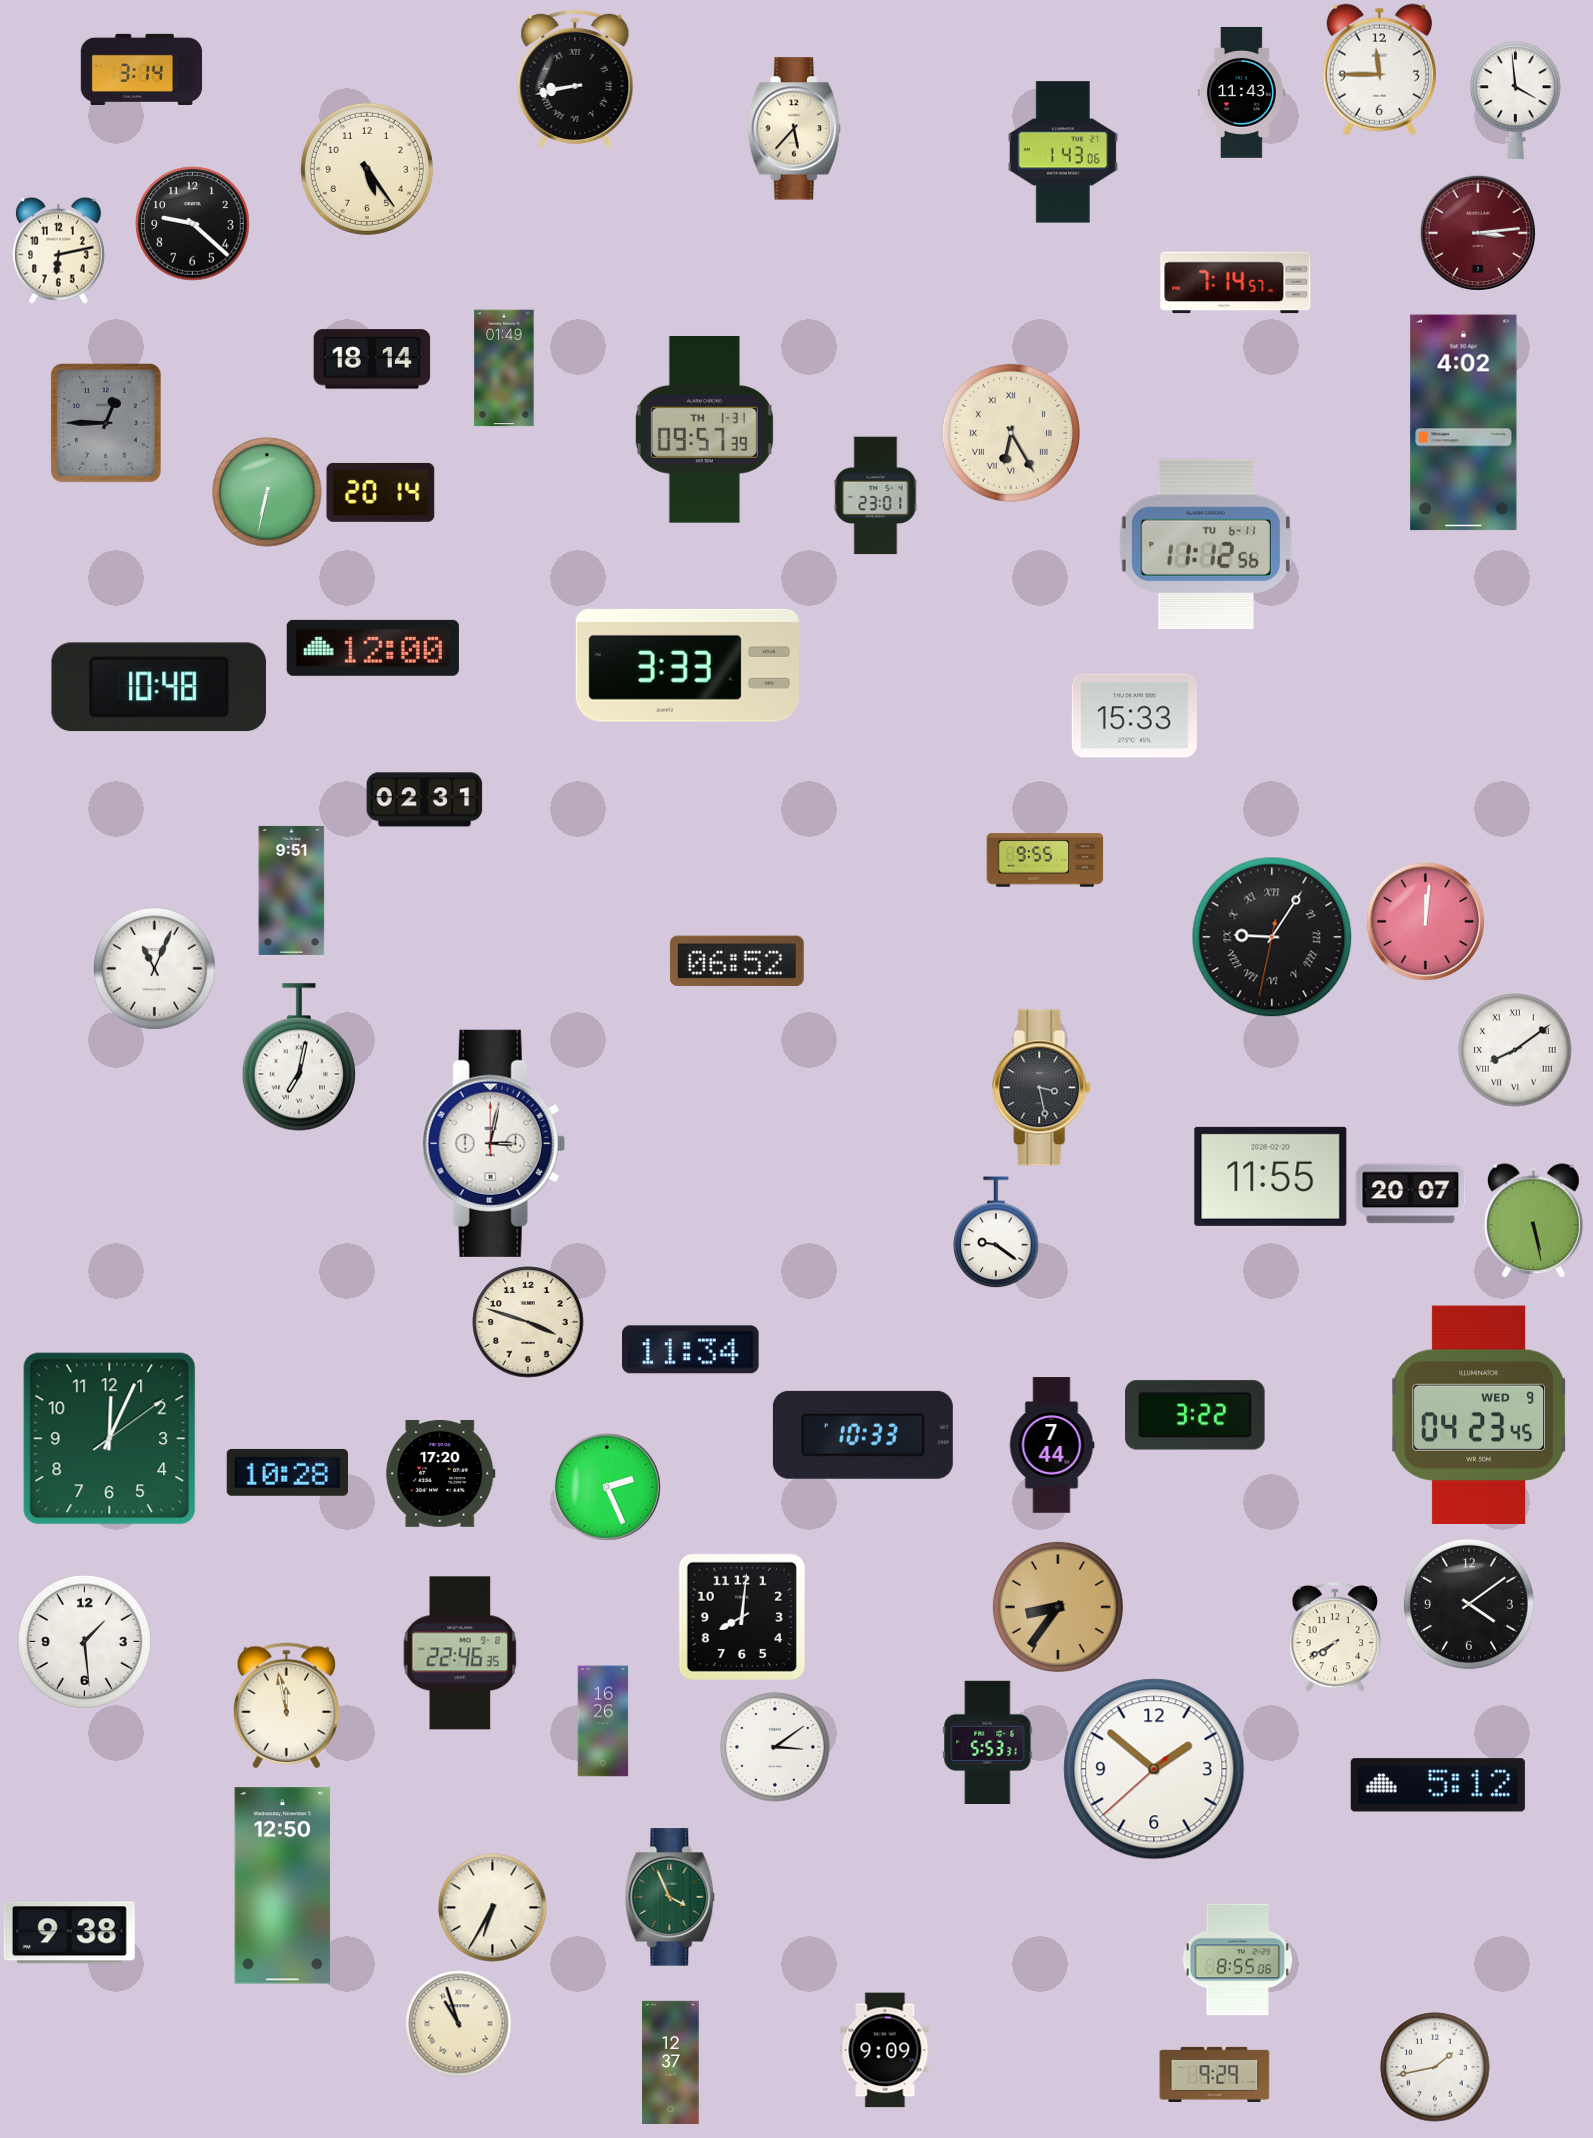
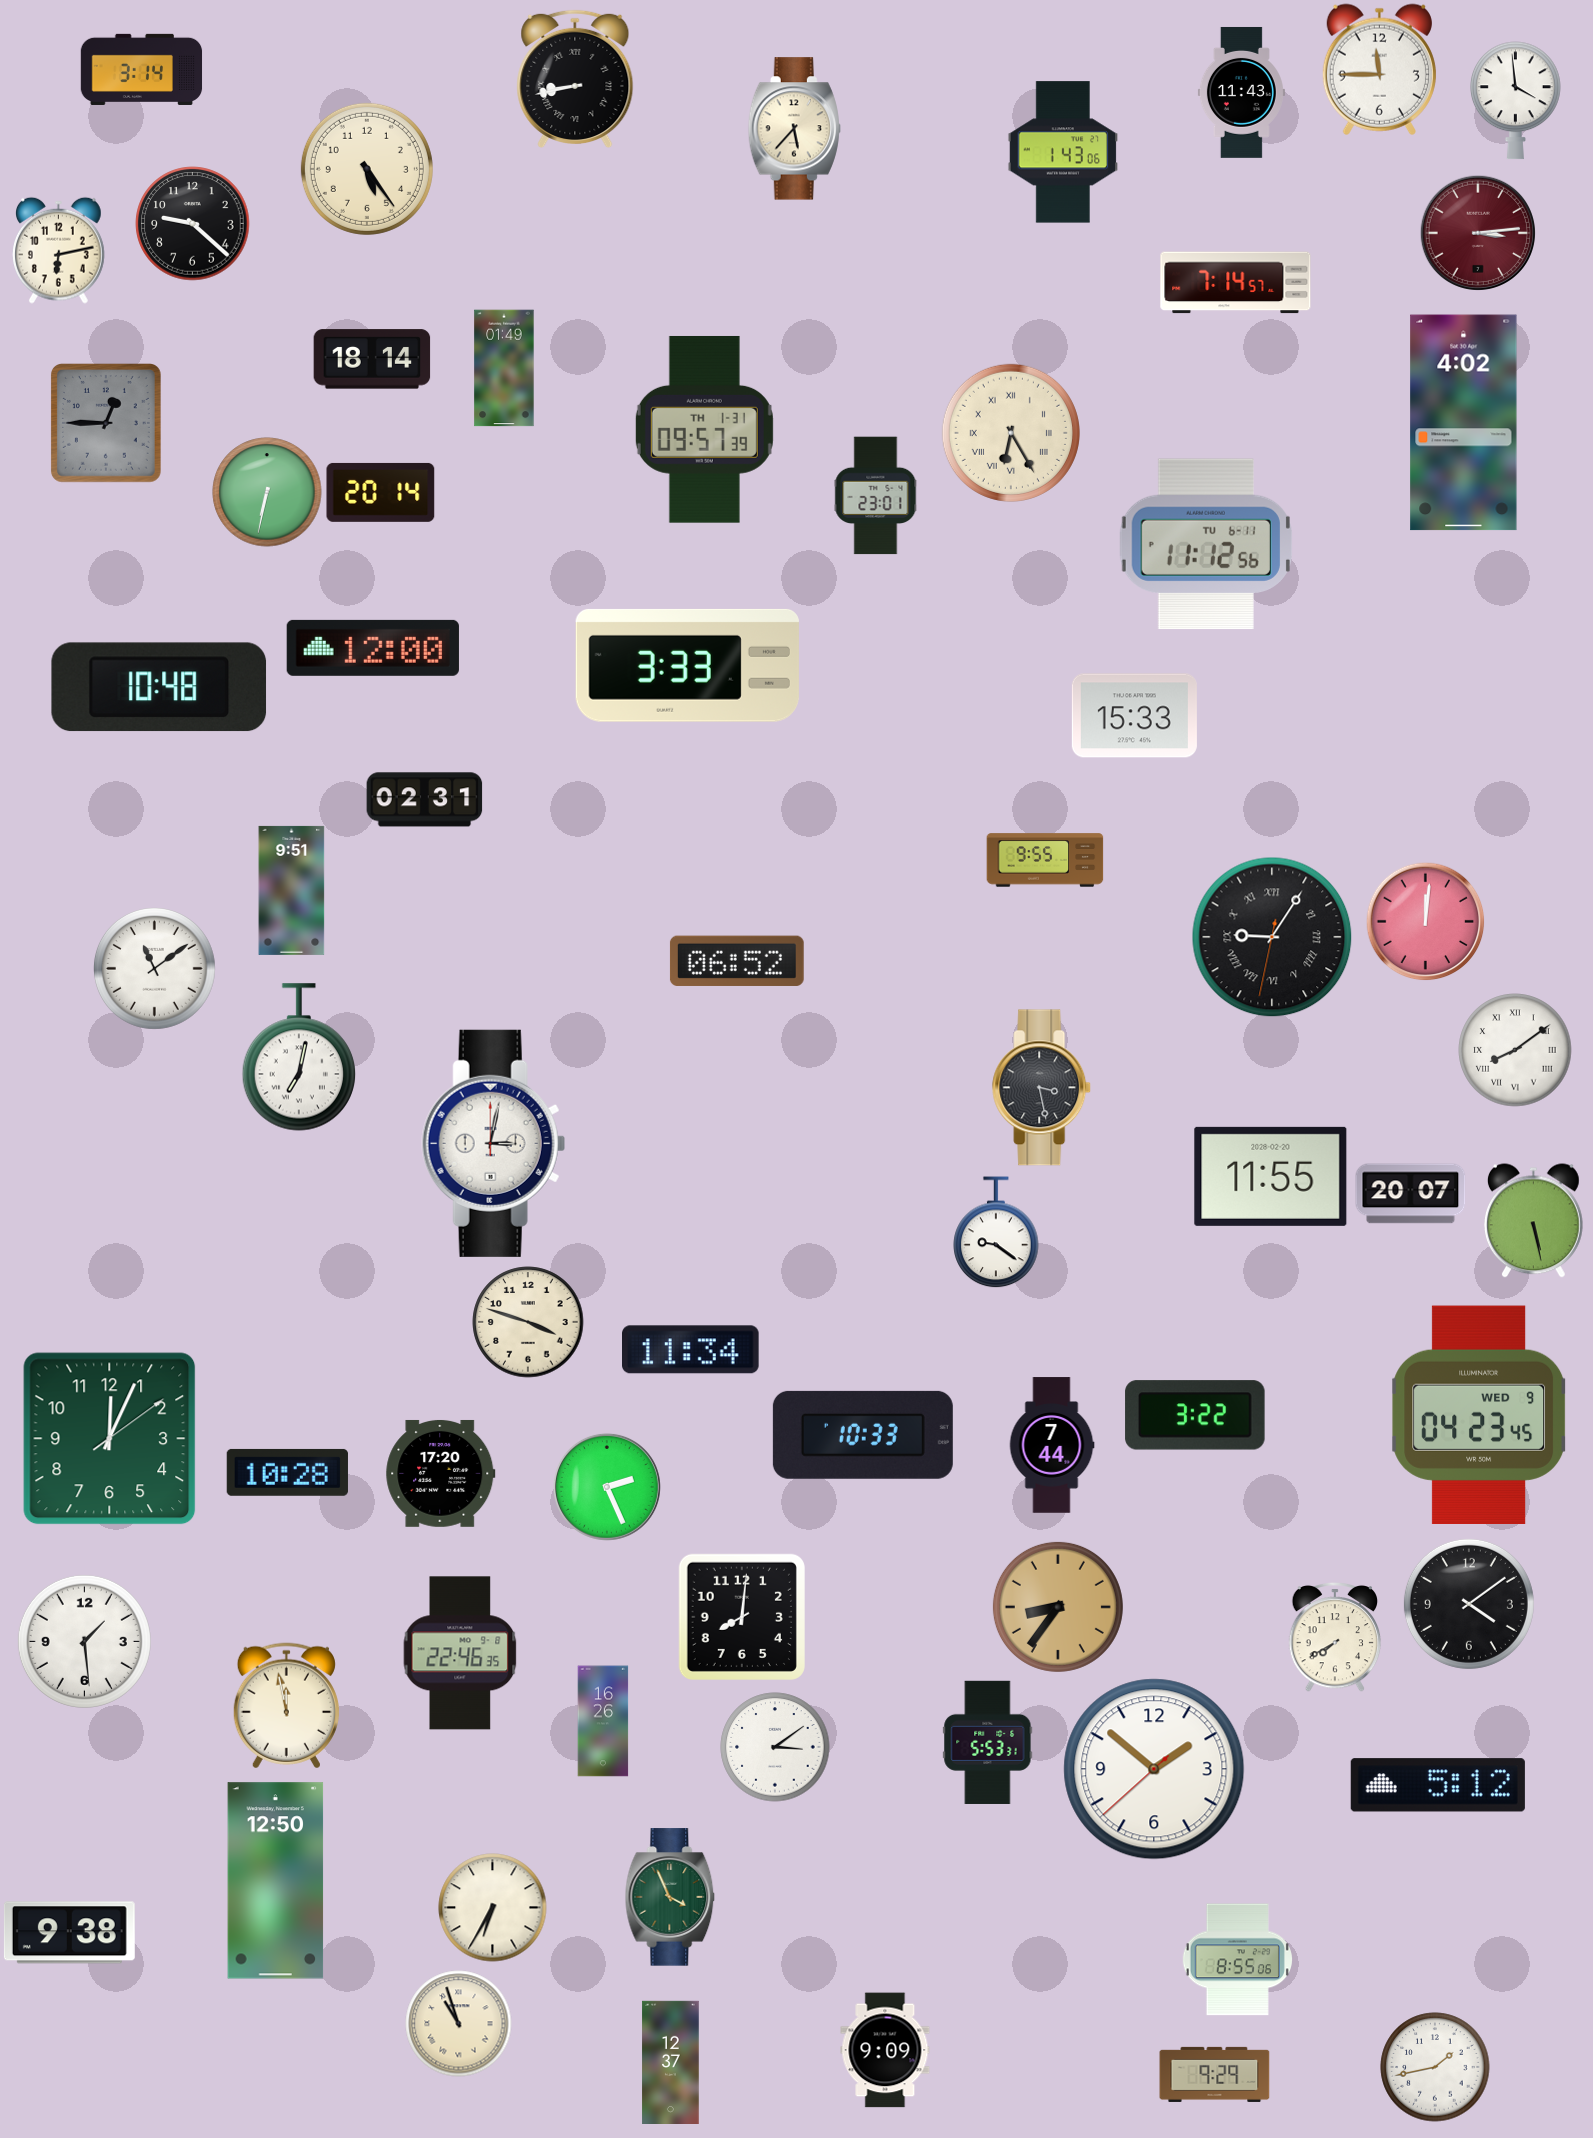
clock at (154, 968): 11:04 -> 11:09
clock at (283, 1886) position: (283, 1886) -> (276, 1881)
